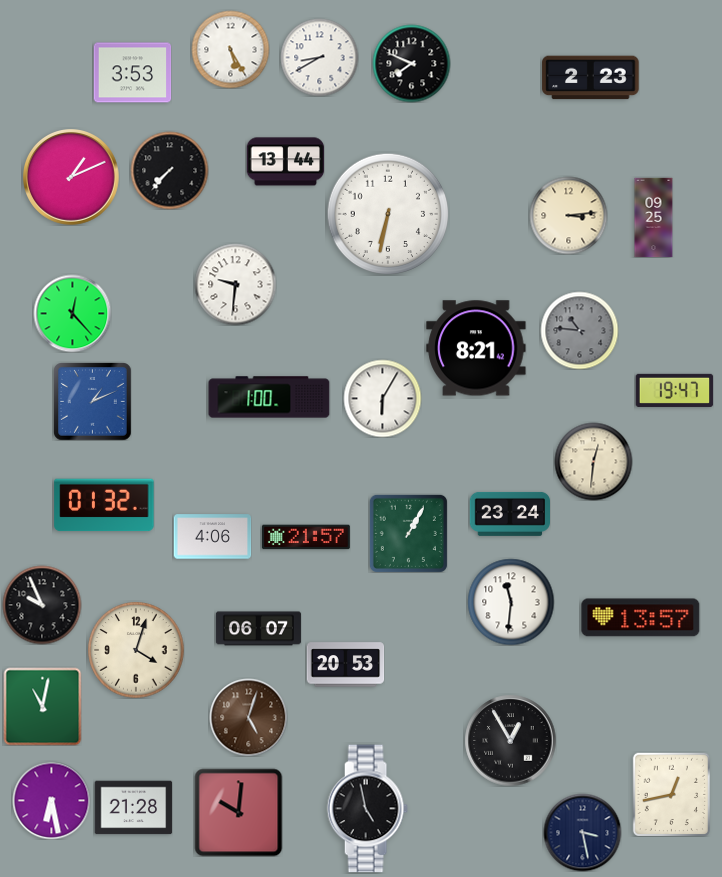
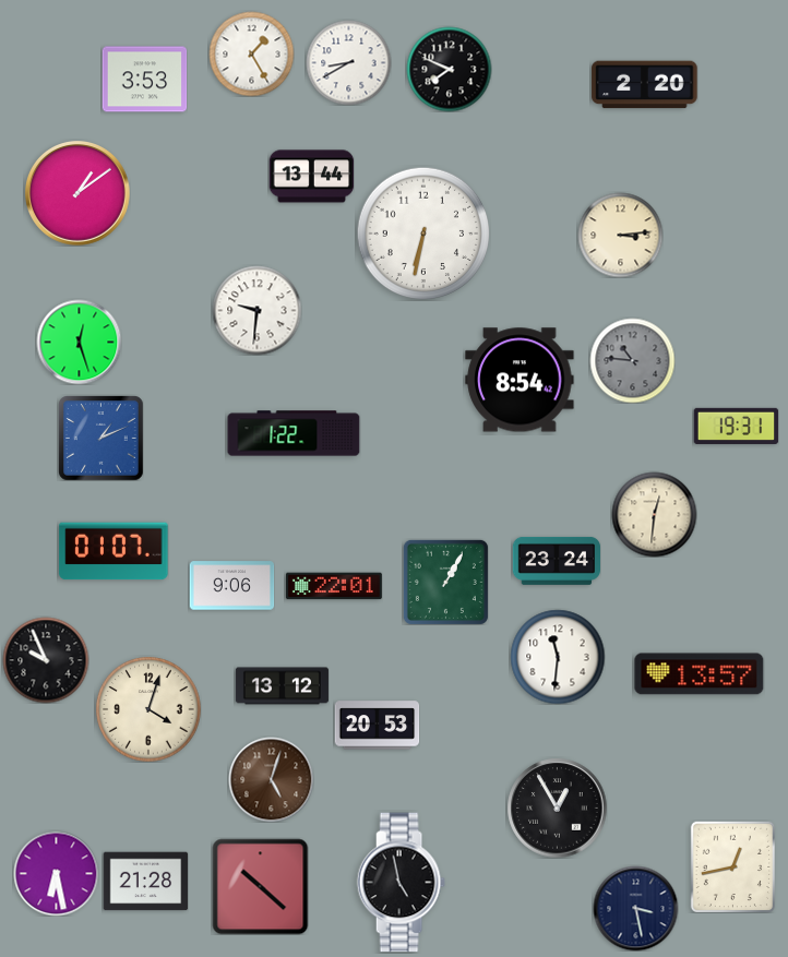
clock at (230, 49): 5:25 -> 1:25
clock at (591, 78): 2:23 -> 2:20
clock at (169, 170): 7:37 -> none
clock at (72, 178): 1:11 -> 1:09
clock at (654, 217): 09:25 -> none
clock at (72, 313): 12:23 -> 12:27
clock at (476, 348): 8:21 -> 8:54
clock at (674, 390): 19:47 -> 19:31
clock at (269, 397): 1:00 -> 1:22
clock at (382, 398): 6:05 -> none
clock at (593, 461) position: (593, 461) -> (654, 514)
clock at (104, 505): 01:32 -> 01:07
clock at (212, 537): 4:06 -> 9:06
clock at (306, 537): 21:57 -> 22:01
clock at (258, 629): 06:07 -> 13:12
clock at (42, 706): 11:02 -> none
clock at (248, 717) position: (248, 717) -> (271, 779)
clock at (238, 812): 10:01 -> 10:22
